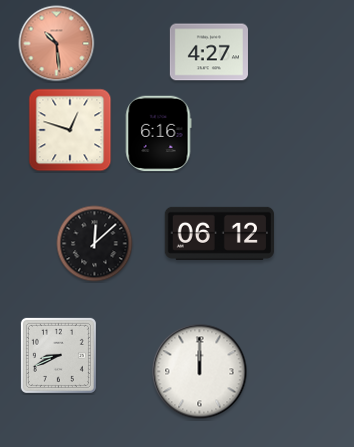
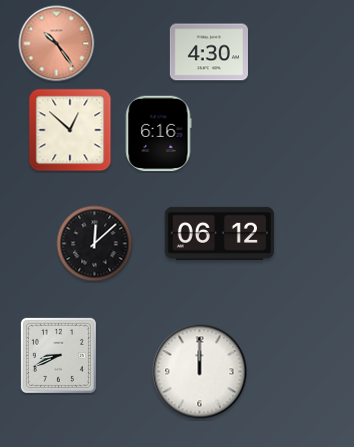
clock at (57, 44): 10:29 -> 10:24
clock at (209, 52): 4:27 -> 4:30
clock at (70, 130): 12:48 -> 12:52
